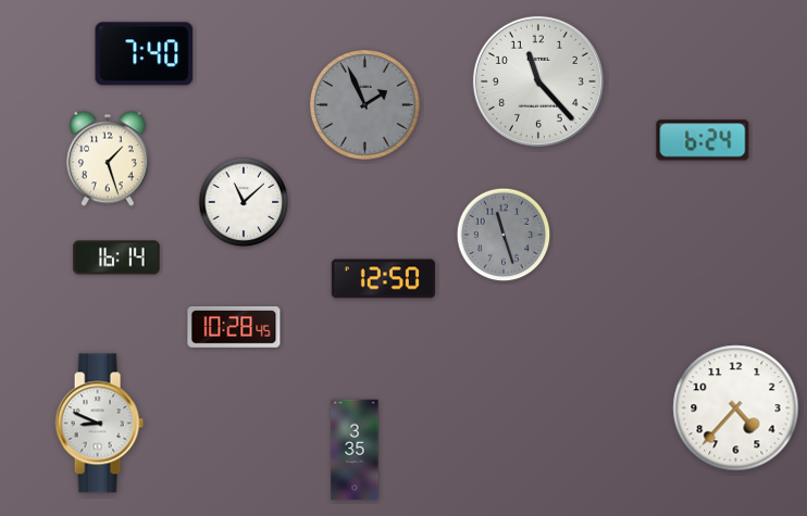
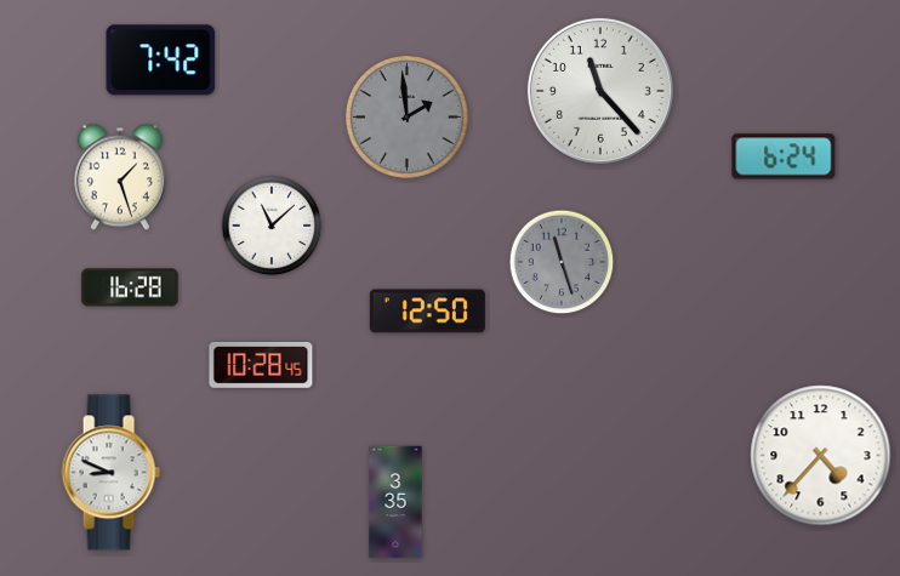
clock at (145, 54): 7:40 -> 7:42
clock at (365, 105): 1:56 -> 1:59
clock at (116, 257): 16:14 -> 16:28
